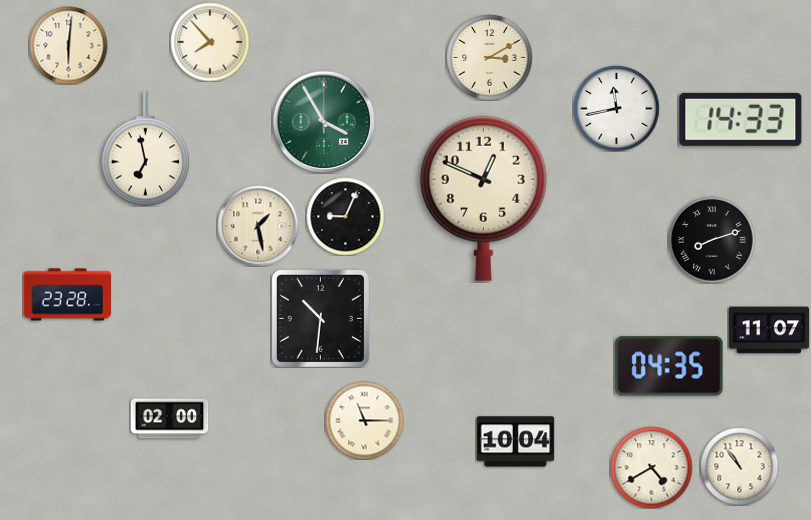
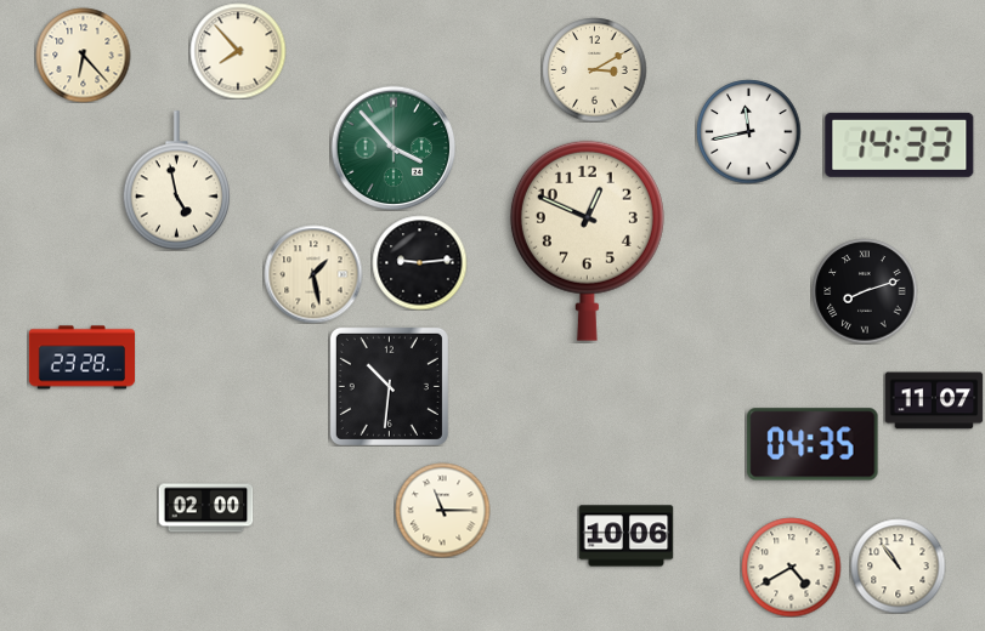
clock at (210, 42) position: (210, 42) -> (238, 51)
clock at (68, 45): 6:01 -> 6:23
clock at (324, 122): 3:55 -> 3:53
clock at (146, 149): 6:58 -> 4:58
clock at (345, 216): 9:04 -> 9:14
clock at (515, 442): 10:04 -> 10:06
